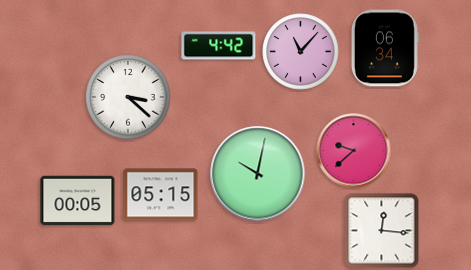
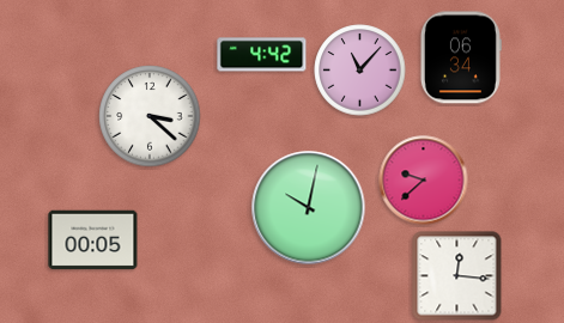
clock at (301, 52) position: (301, 52) -> (360, 71)
clock at (128, 97) position: (128, 97) -> (150, 116)
clock at (161, 195): 05:15 -> none
